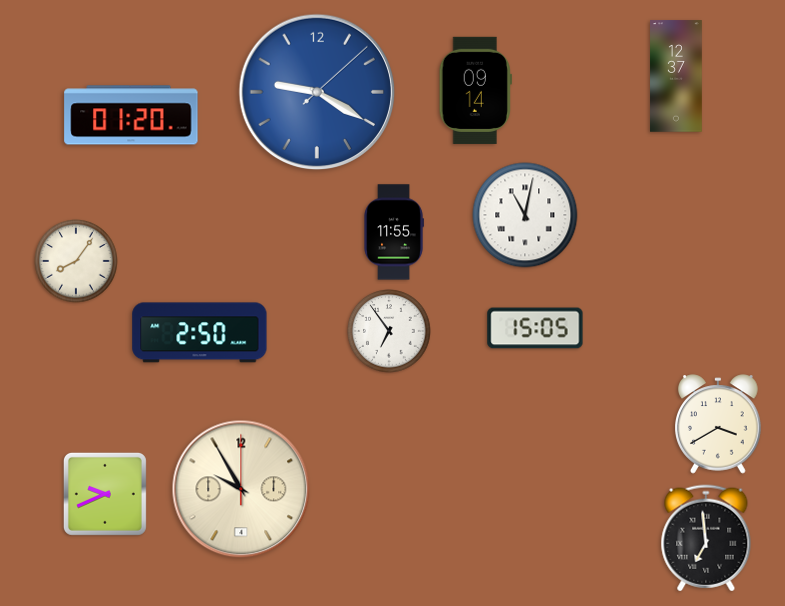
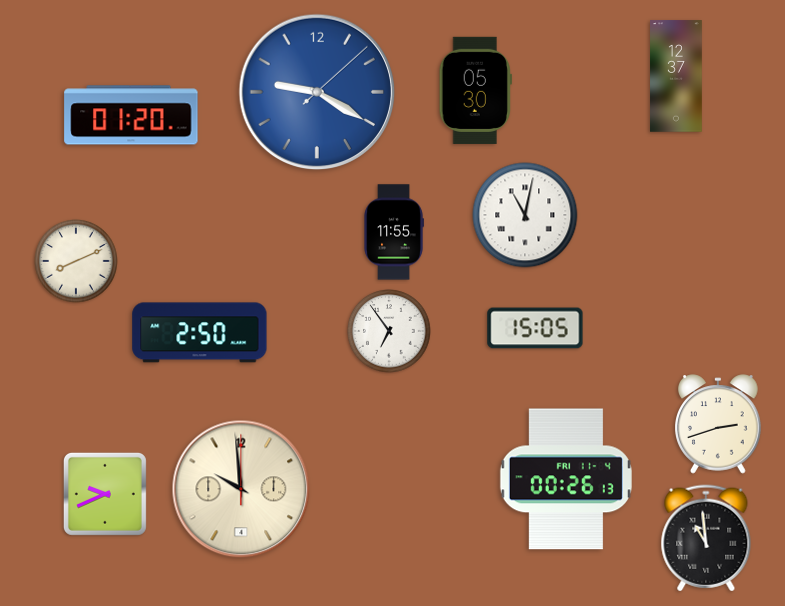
clock at (475, 90): 09:14 -> 05:30
clock at (76, 261): 8:06 -> 8:11
clock at (719, 424): 3:40 -> 2:42
clock at (566, 479): none -> 00:26
clock at (241, 489): 9:55 -> 9:59
clock at (706, 538): 6:59 -> 10:59
